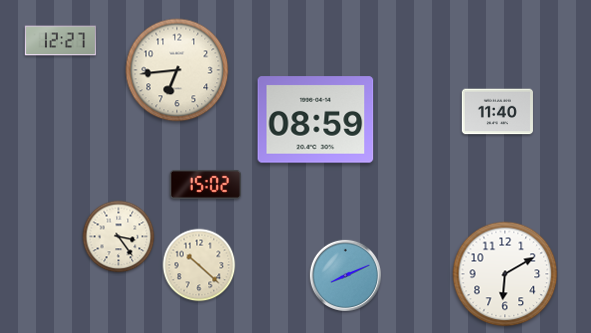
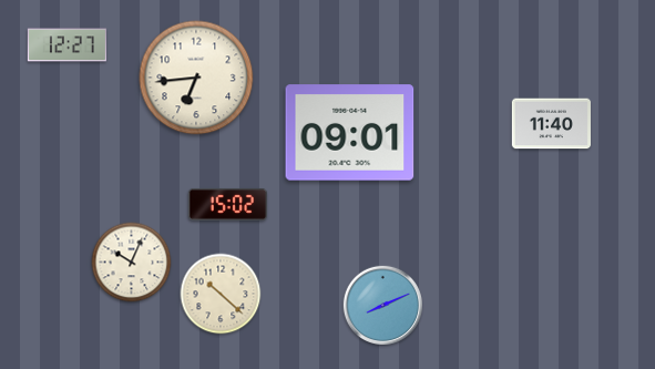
clock at (316, 120): 08:59 -> 09:01
clock at (119, 237): 3:24 -> 10:04
clock at (505, 274): 6:10 -> none
